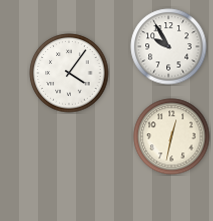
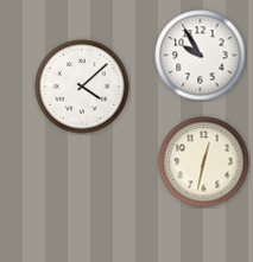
clock at (69, 73): 4:06 -> 4:08
